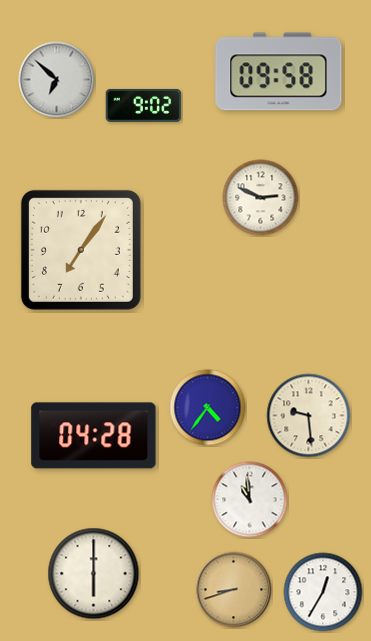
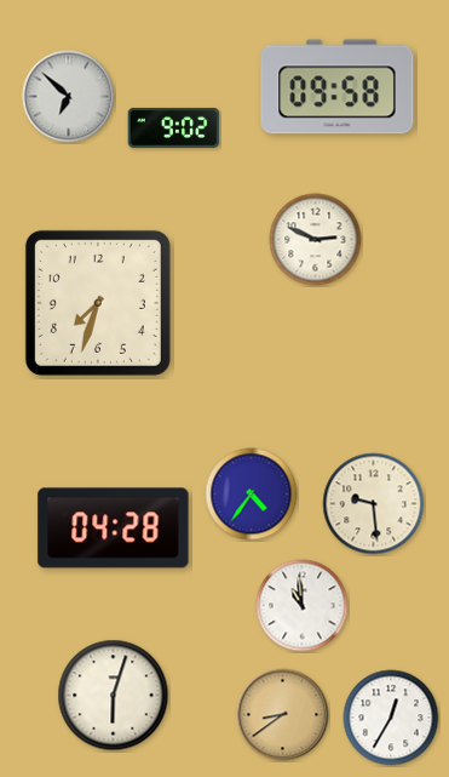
clock at (81, 250): 7:06 -> 7:33
clock at (94, 574): 6:00 -> 6:03
clock at (234, 590): 8:42 -> 8:39
